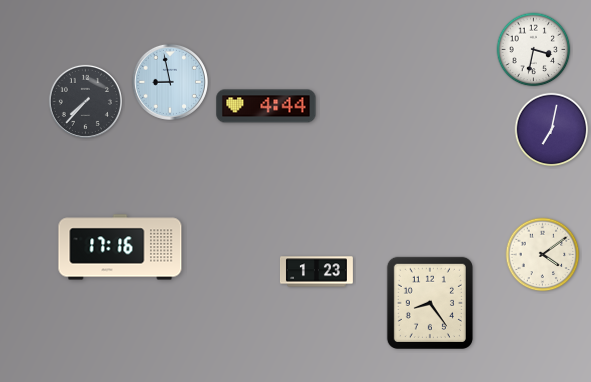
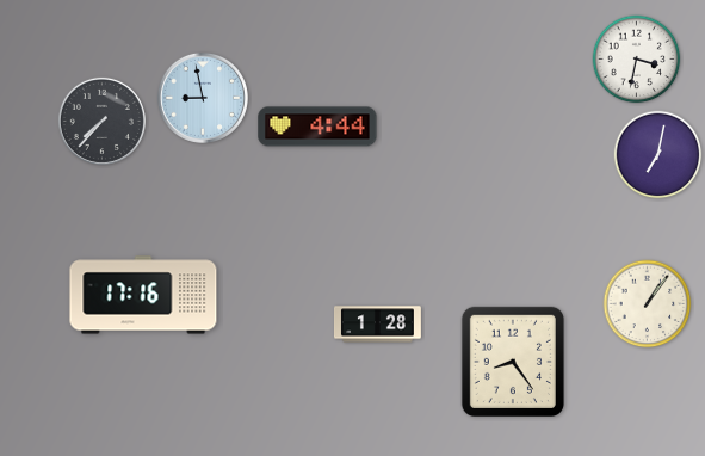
clock at (543, 255): 4:09 -> 1:06
clock at (316, 272): 1:23 -> 1:28
